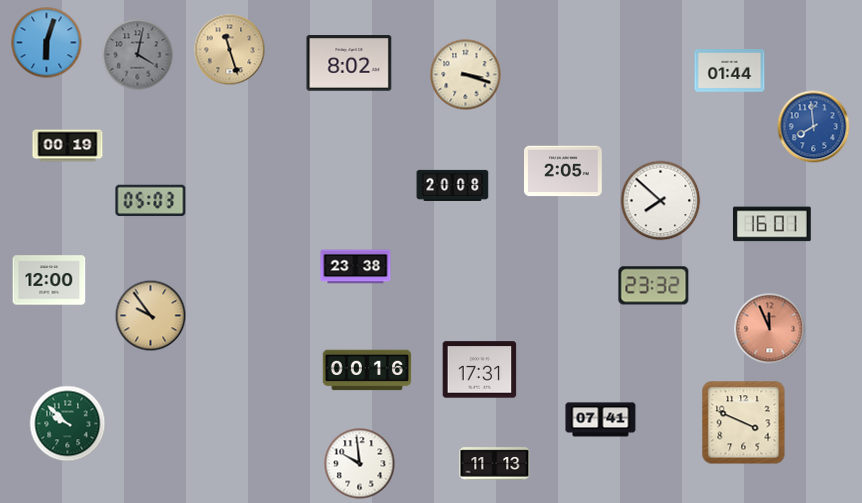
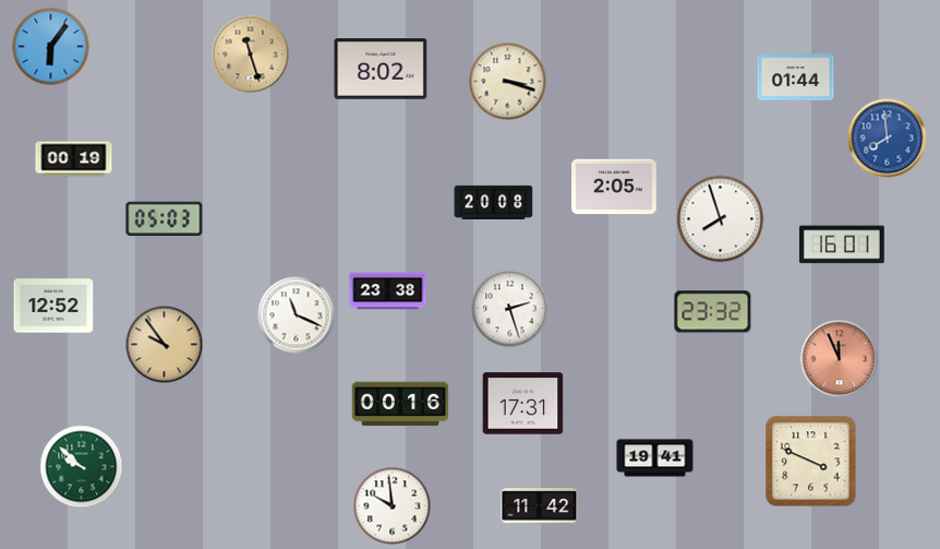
clock at (47, 43): 6:03 -> 6:06
clock at (138, 55): 4:02 -> none
clock at (661, 201): 7:52 -> 7:57
clock at (49, 280): 12:00 -> 12:52
clock at (510, 309): none -> 2:27
clock at (297, 315): none -> 11:19
clock at (601, 420): 07:41 -> 19:41
clock at (68, 424) position: (68, 424) -> (82, 467)
clock at (495, 464): 11:13 -> 11:42
